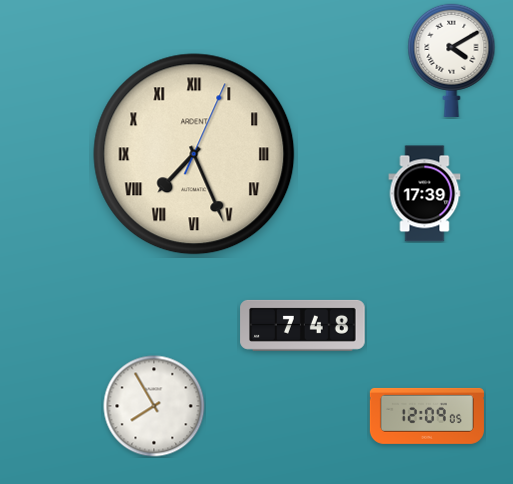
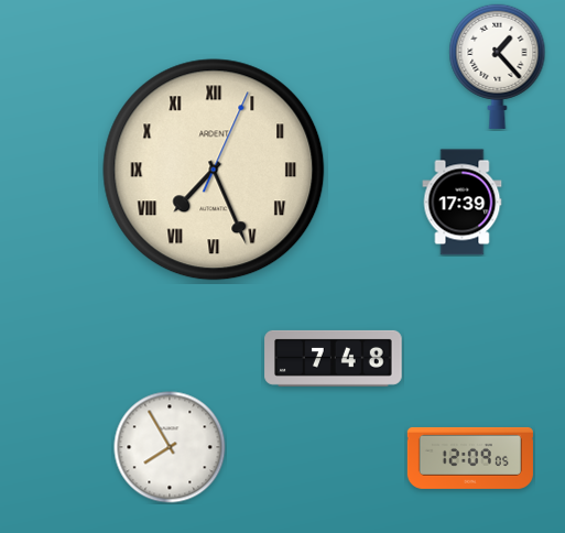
clock at (452, 60): 4:10 -> 1:23
clock at (425, 194) position: (425, 194) -> (463, 203)
